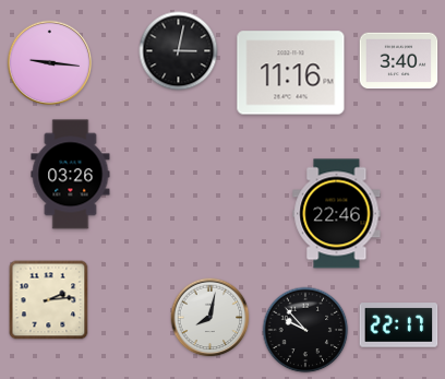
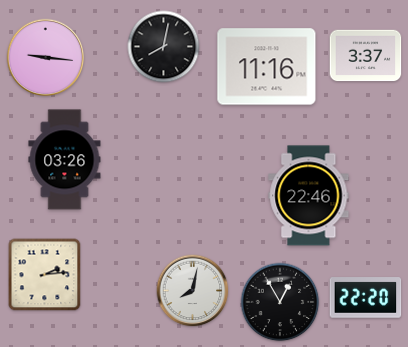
clock at (179, 51): 3:02 -> 8:02
clock at (399, 61): 3:40 -> 3:37
clock at (399, 325): 22:17 -> 22:20
clock at (305, 330): 9:53 -> 12:55
